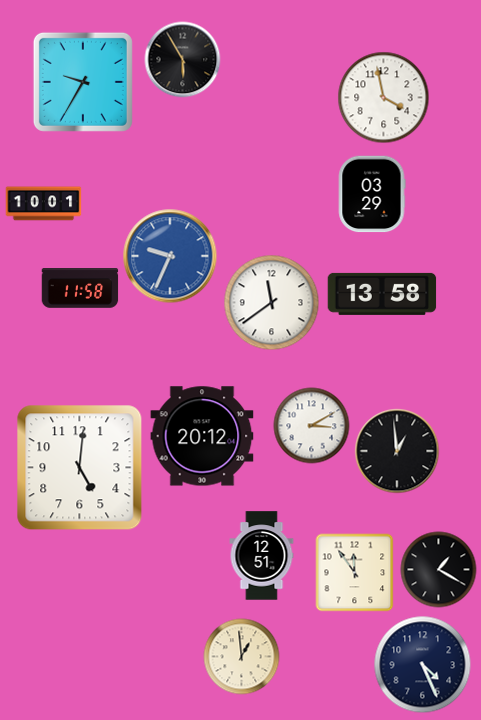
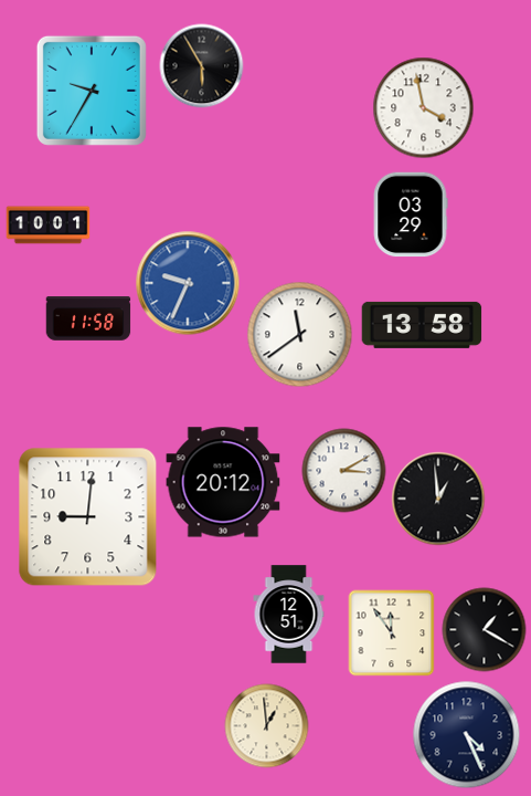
clock at (80, 468): 5:01 -> 9:01
